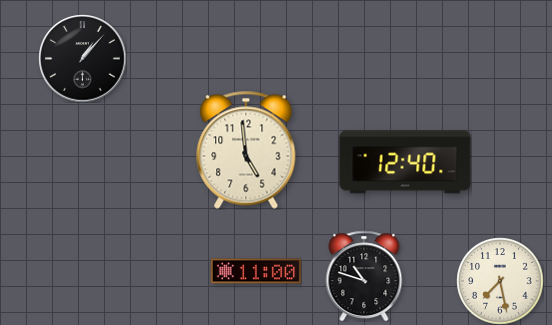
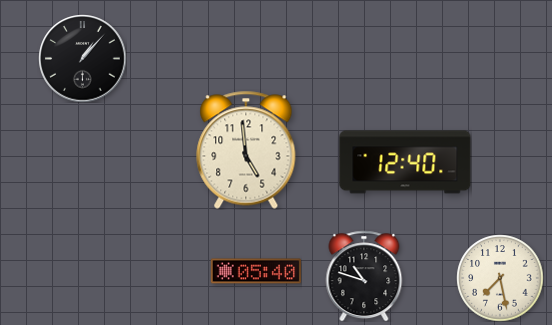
clock at (255, 271): 11:00 -> 05:40
clock at (500, 281) position: (500, 281) -> (500, 278)
